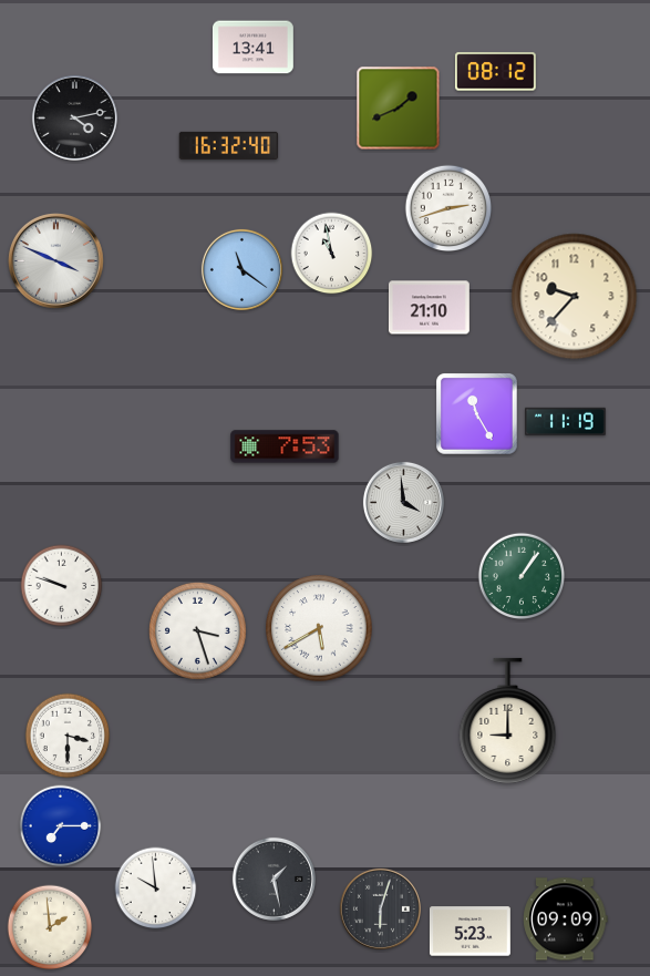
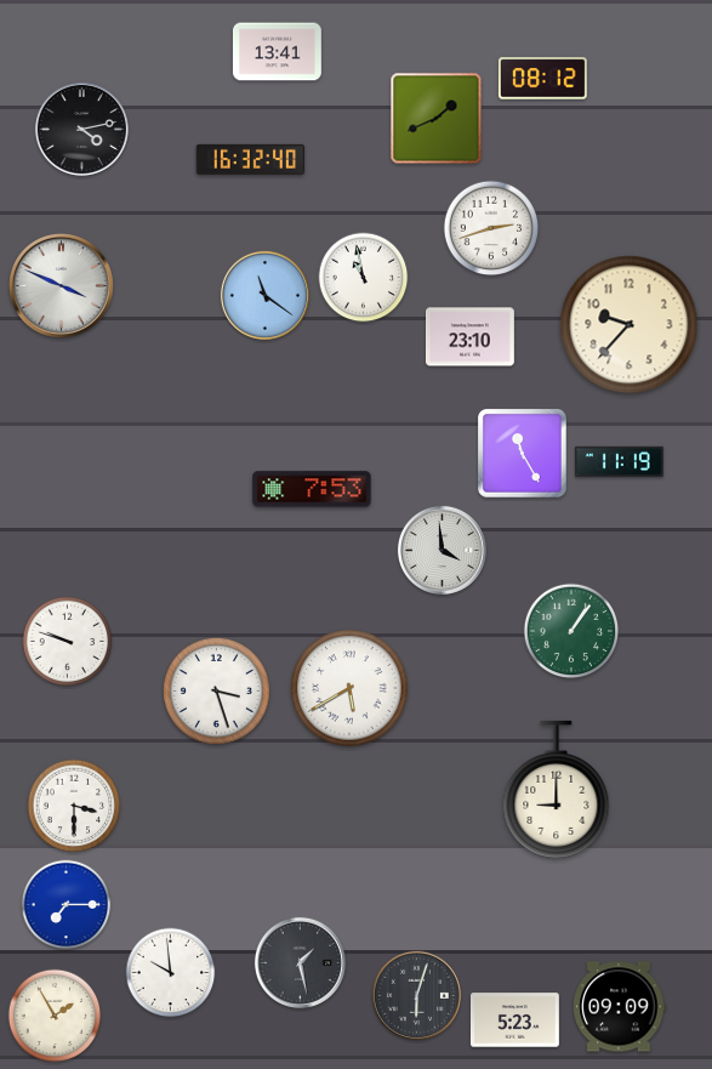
clock at (429, 308): 21:10 -> 23:10
clock at (50, 927): 1:59 -> 1:55
